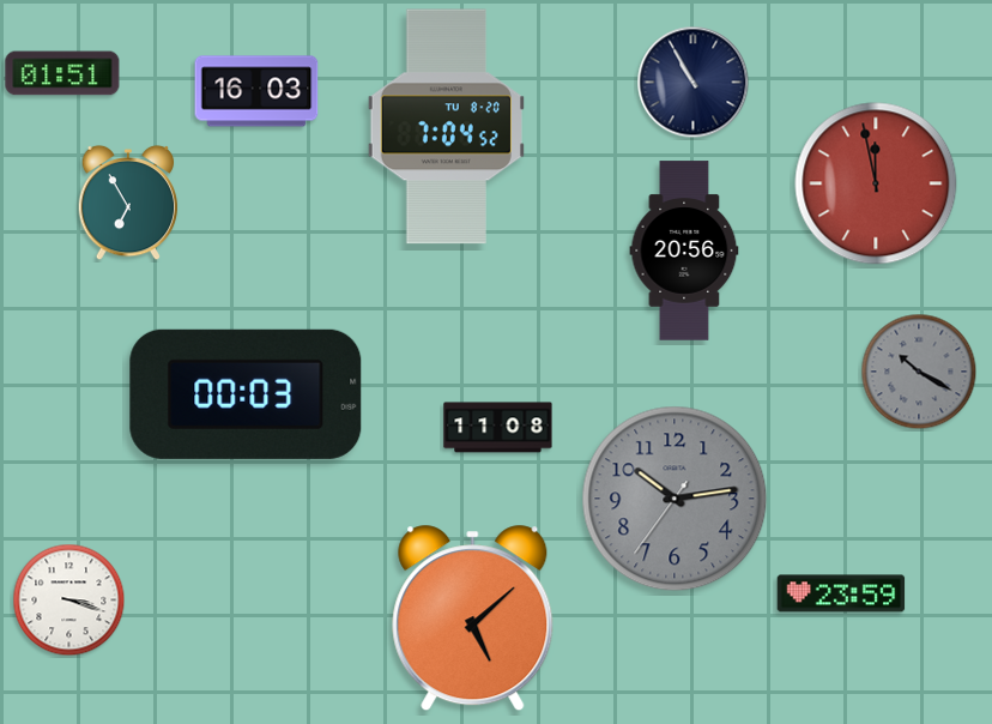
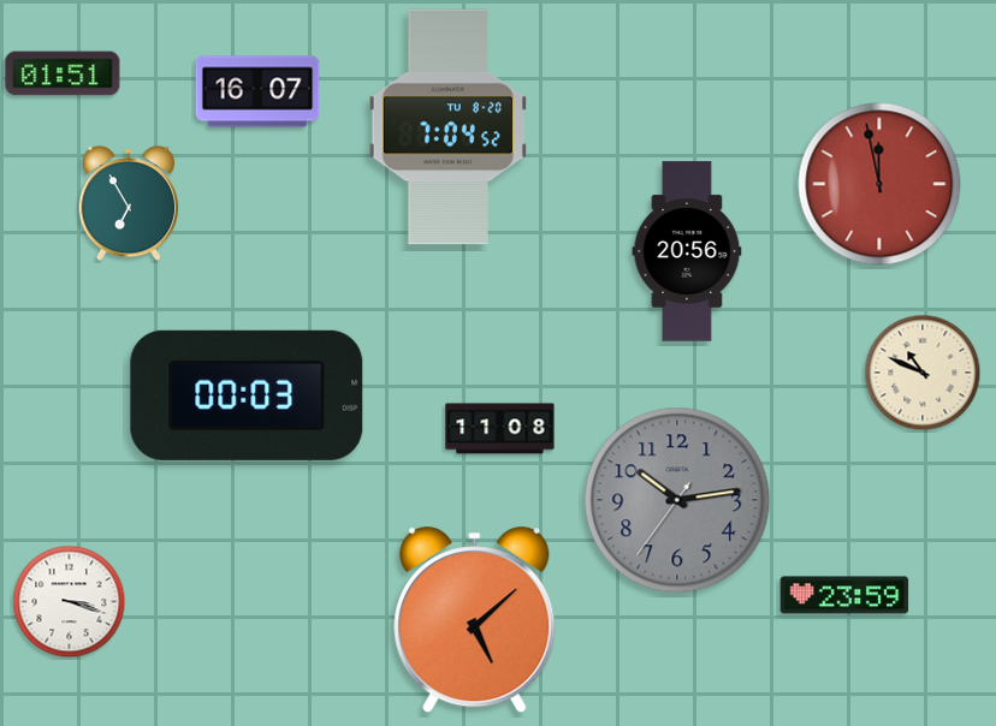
clock at (694, 83): 10:55 -> none
clock at (256, 91): 16:03 -> 16:07
clock at (919, 372): 10:20 -> 10:49
clock at (919, 372) dial: grey -> cream
